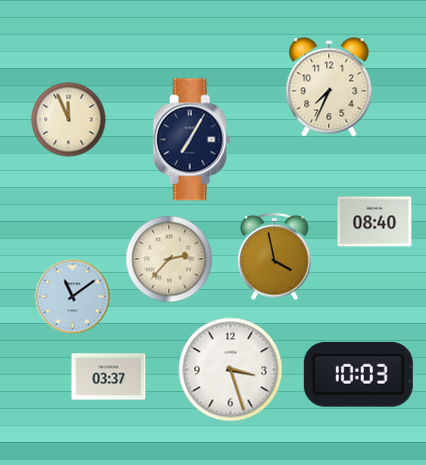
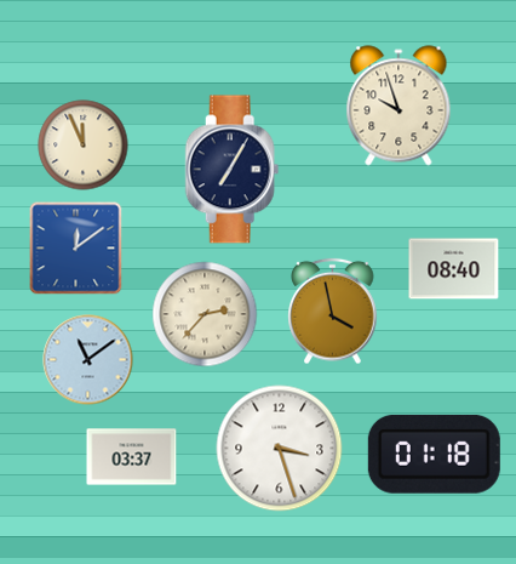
clock at (329, 87): 7:34 -> 9:57
clock at (76, 249): none -> 12:09
clock at (358, 374): 10:03 -> 01:18
